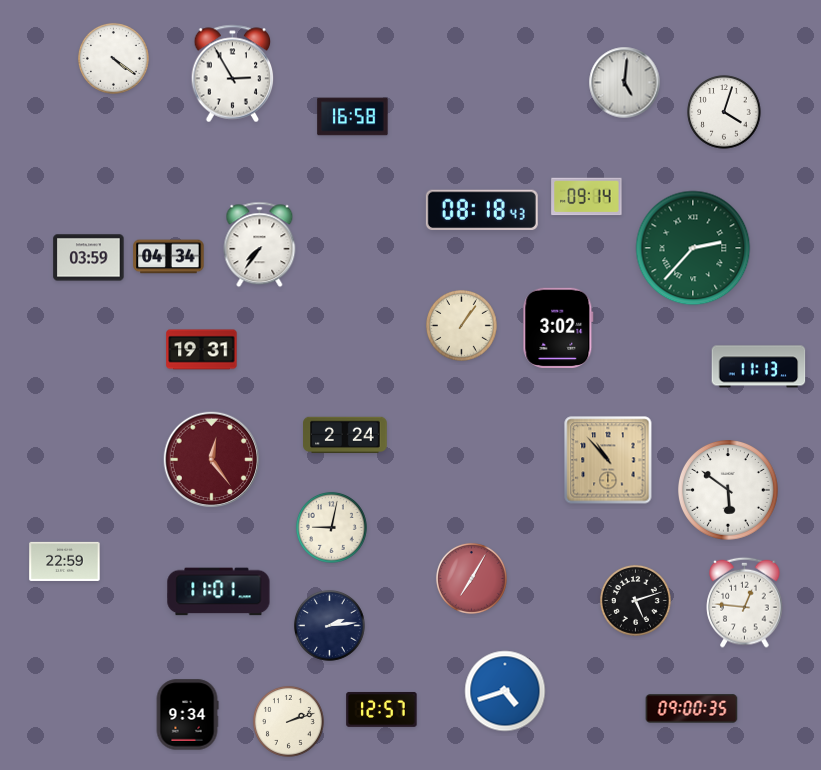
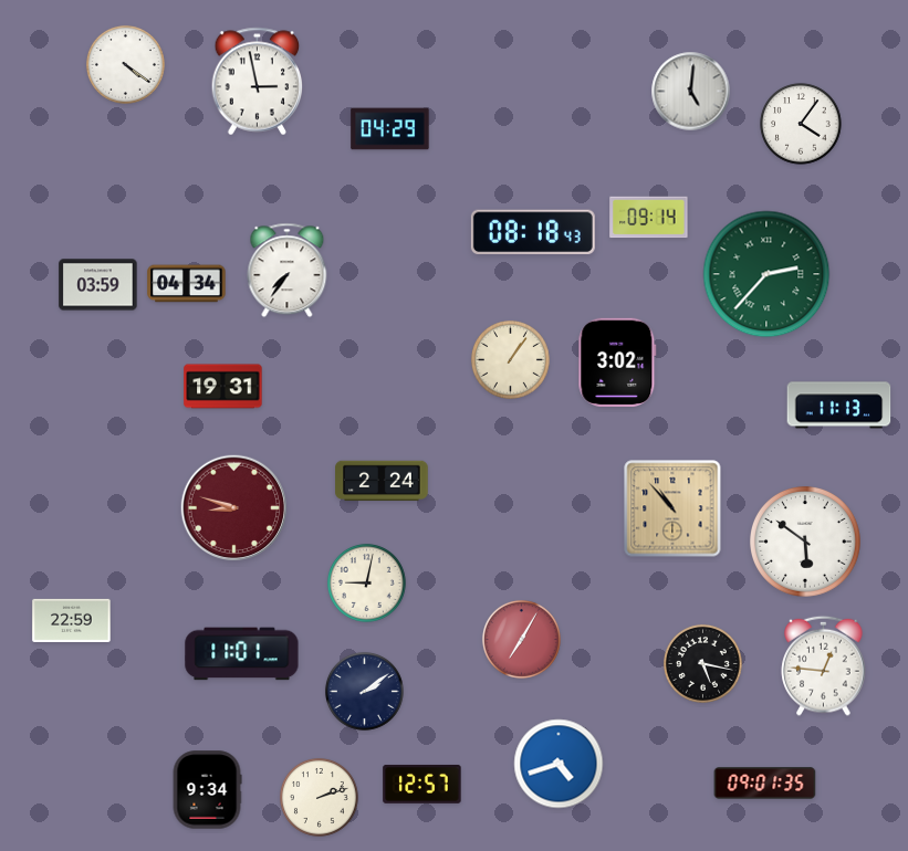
clock at (233, 74): 2:55 -> 2:58
clock at (724, 112): 4:03 -> 4:06
clock at (353, 117): 16:58 -> 04:29
clock at (212, 460): 12:24 -> 8:48
clock at (635, 600): 5:12 -> 5:17
clock at (329, 625): 2:14 -> 2:09
clock at (692, 709): 09:00 -> 09:01
